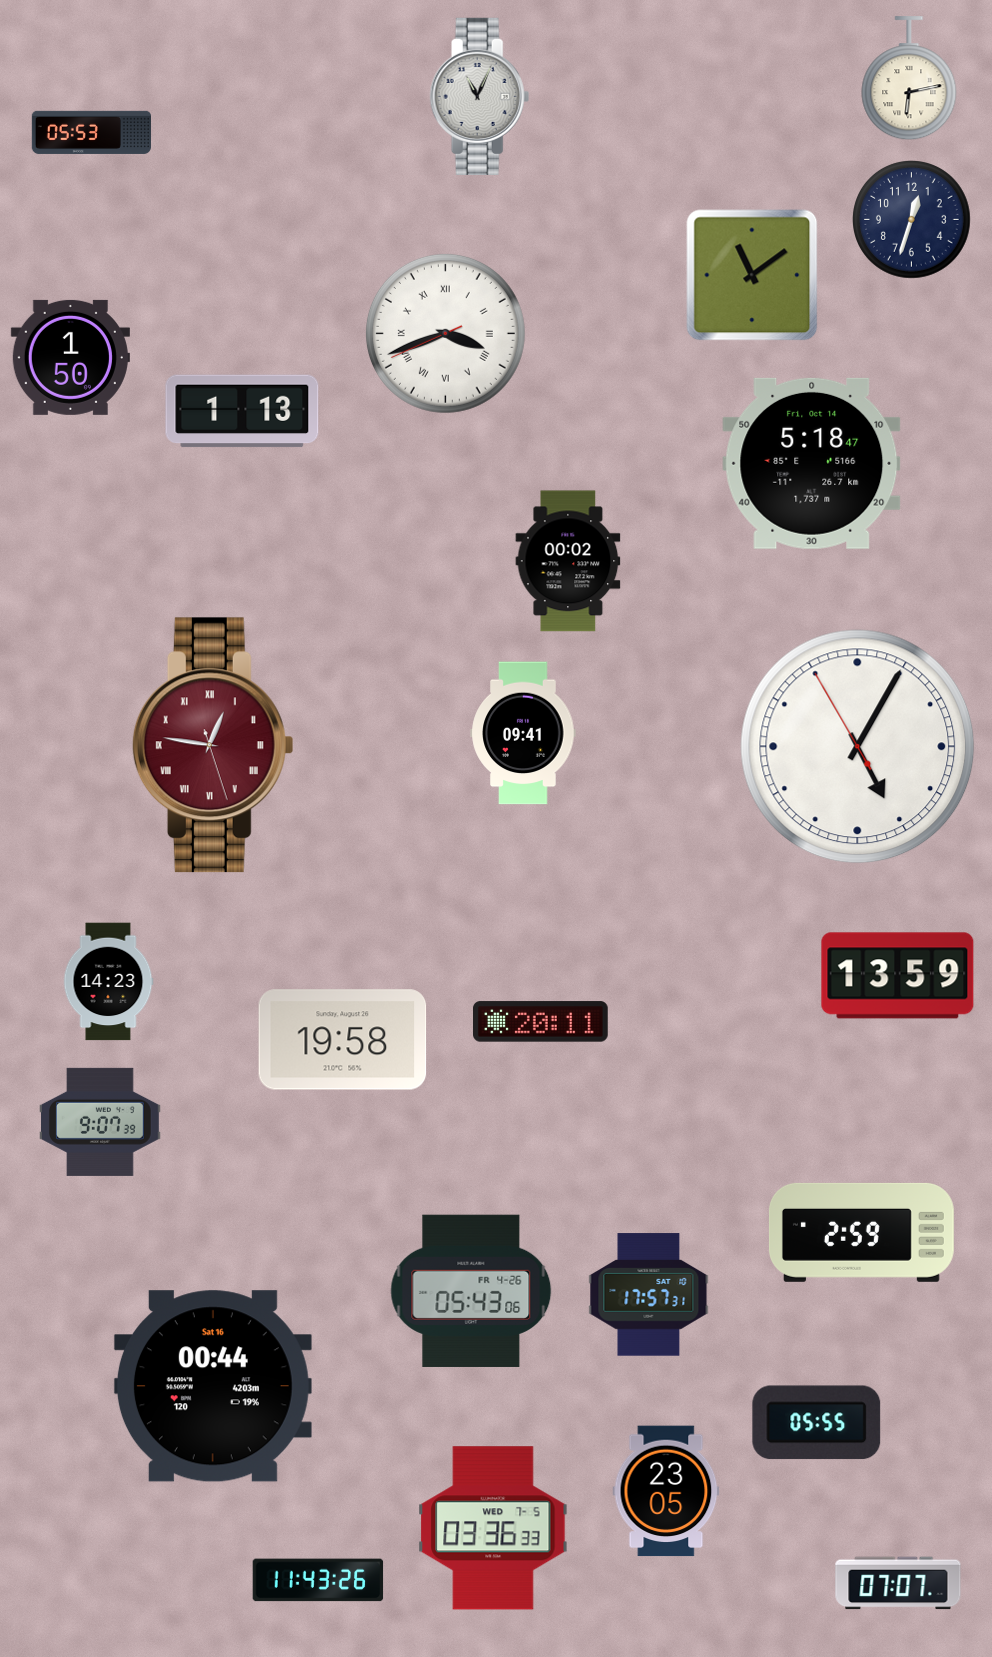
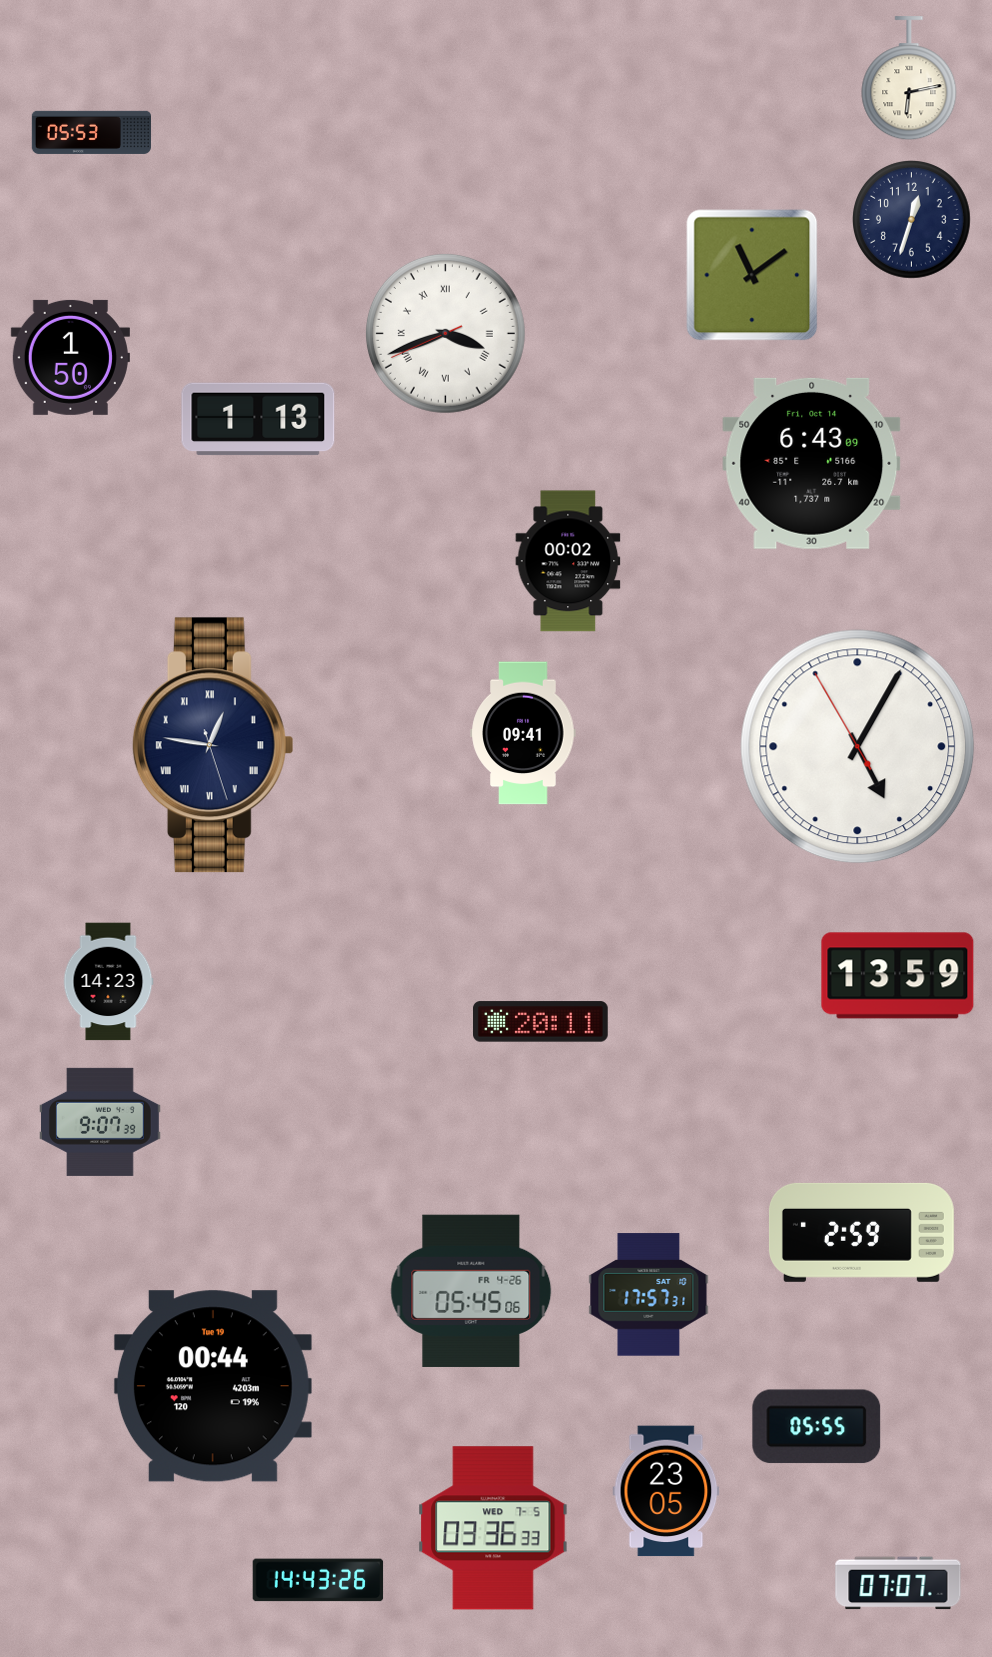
clock at (480, 96): 11:04 -> none
clock at (242, 411) position: (242, 411) -> (258, 419)
clock at (812, 463): 5:18 -> 6:43
clock at (213, 745) dial: burgundy -> navy
clock at (343, 1040): 19:58 -> none
clock at (471, 1291): 05:43 -> 05:45
clock at (213, 1386) date: Sat 16 -> Tue 19
clock at (817, 1423) position: (817, 1423) -> (817, 1427)
clock at (318, 1580): 11:43 -> 14:43
